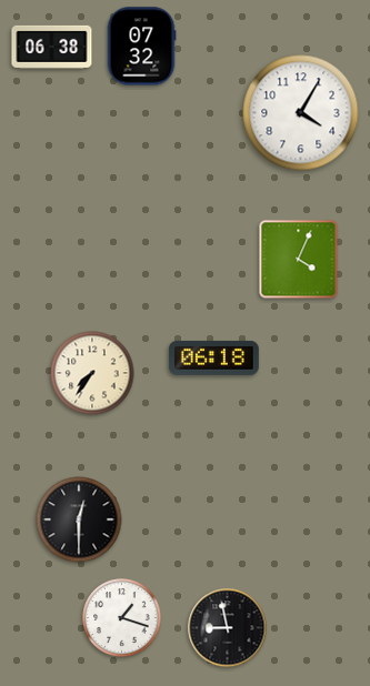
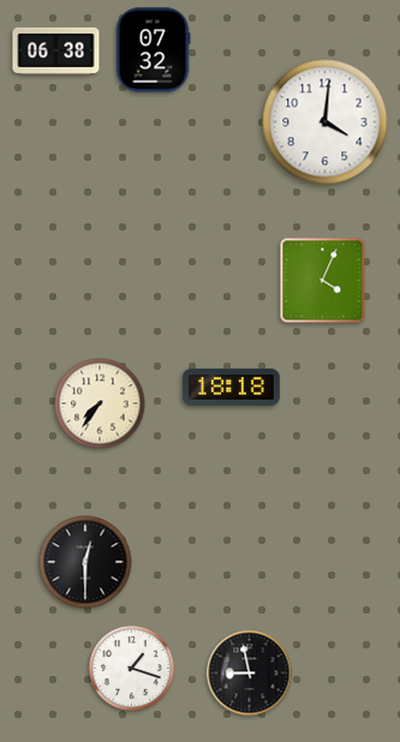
clock at (301, 113): 4:05 -> 4:01
clock at (213, 357): 06:18 -> 18:18
clock at (228, 628) position: (228, 628) -> (250, 674)
